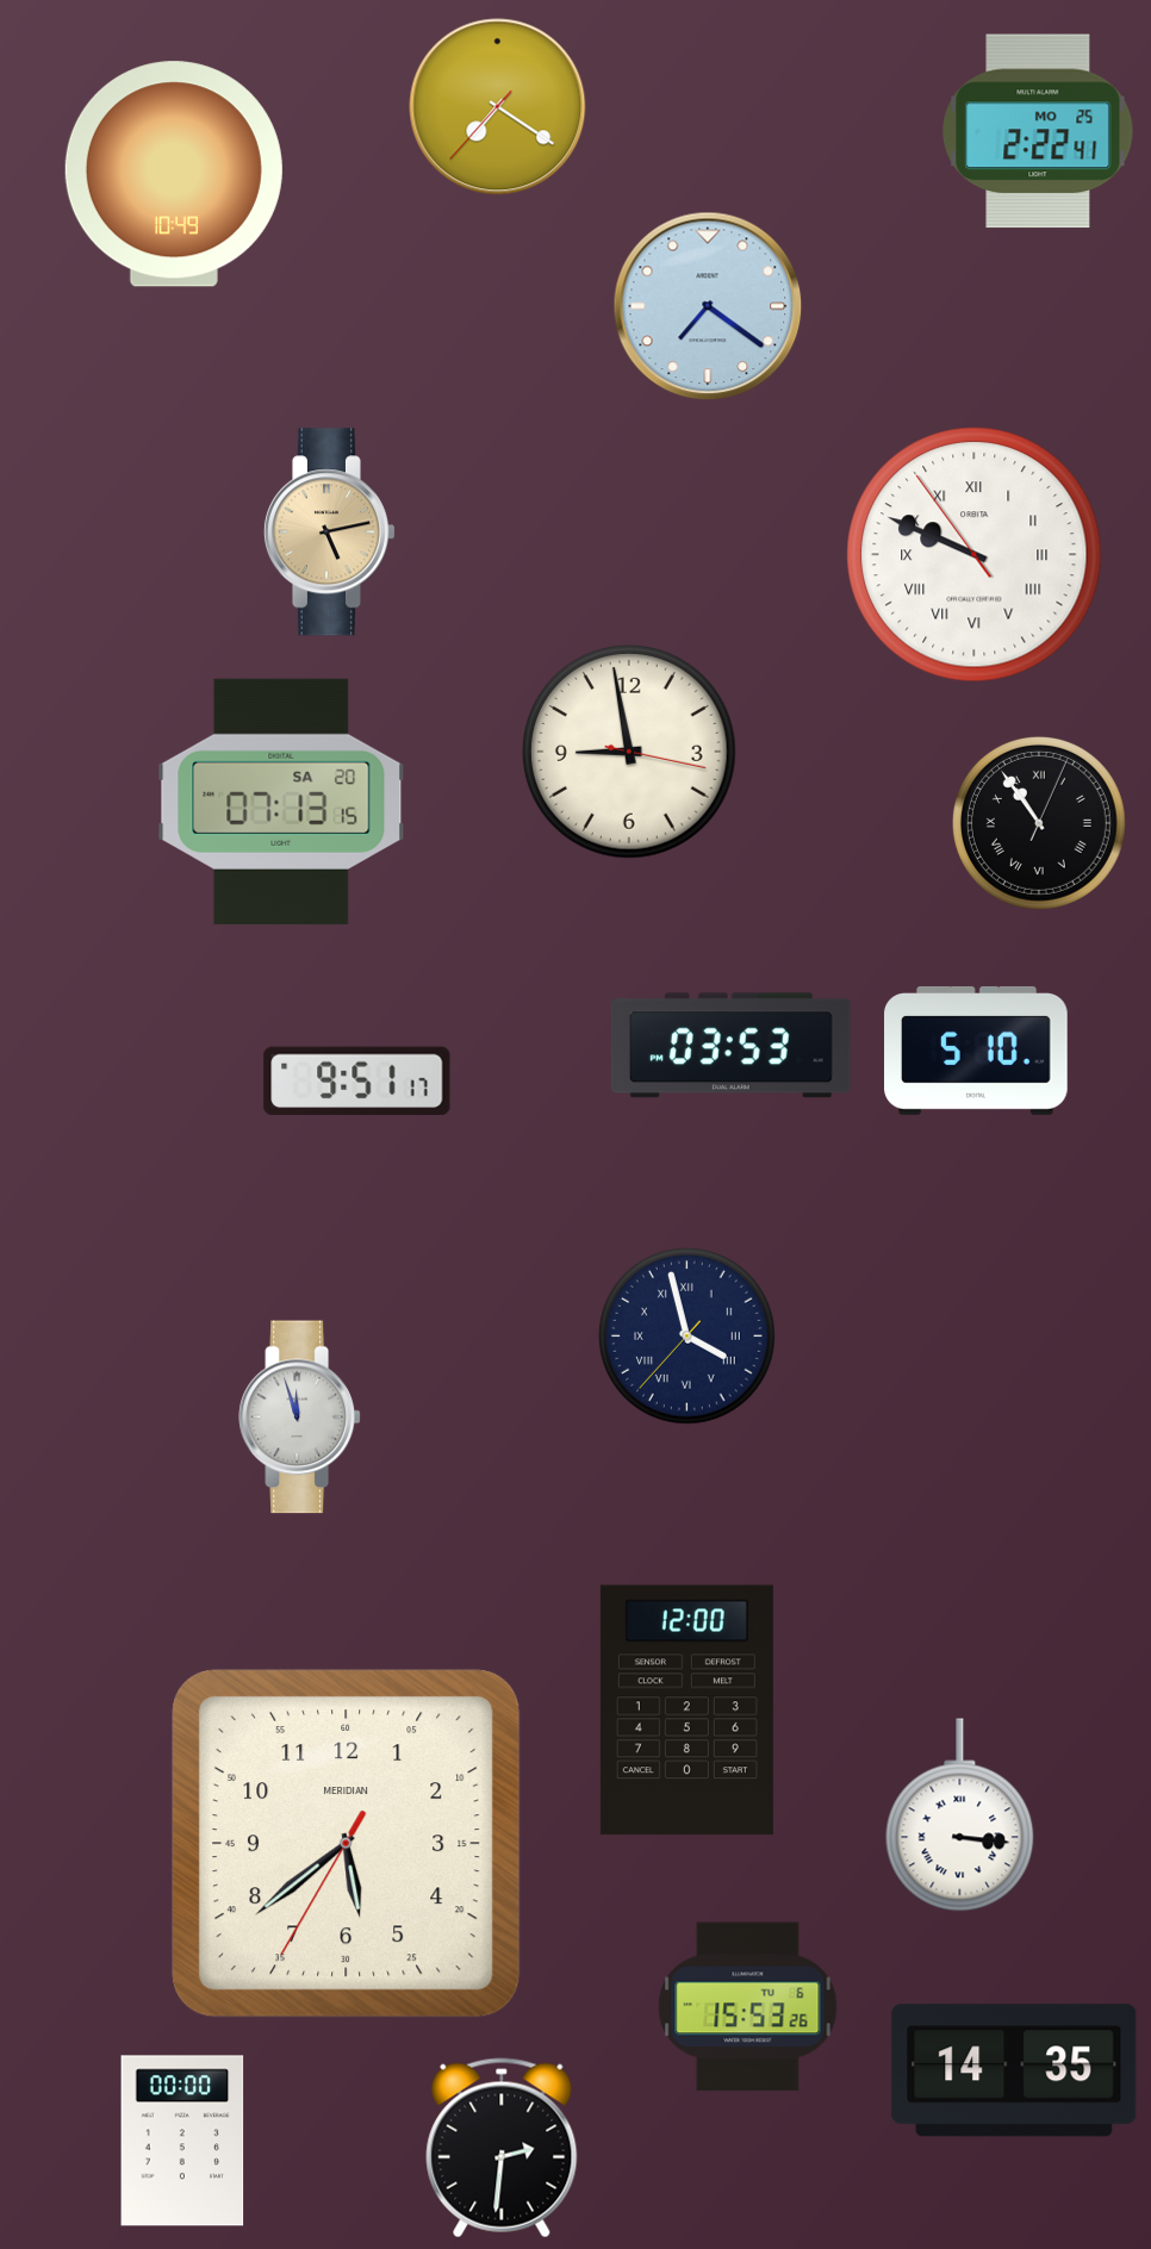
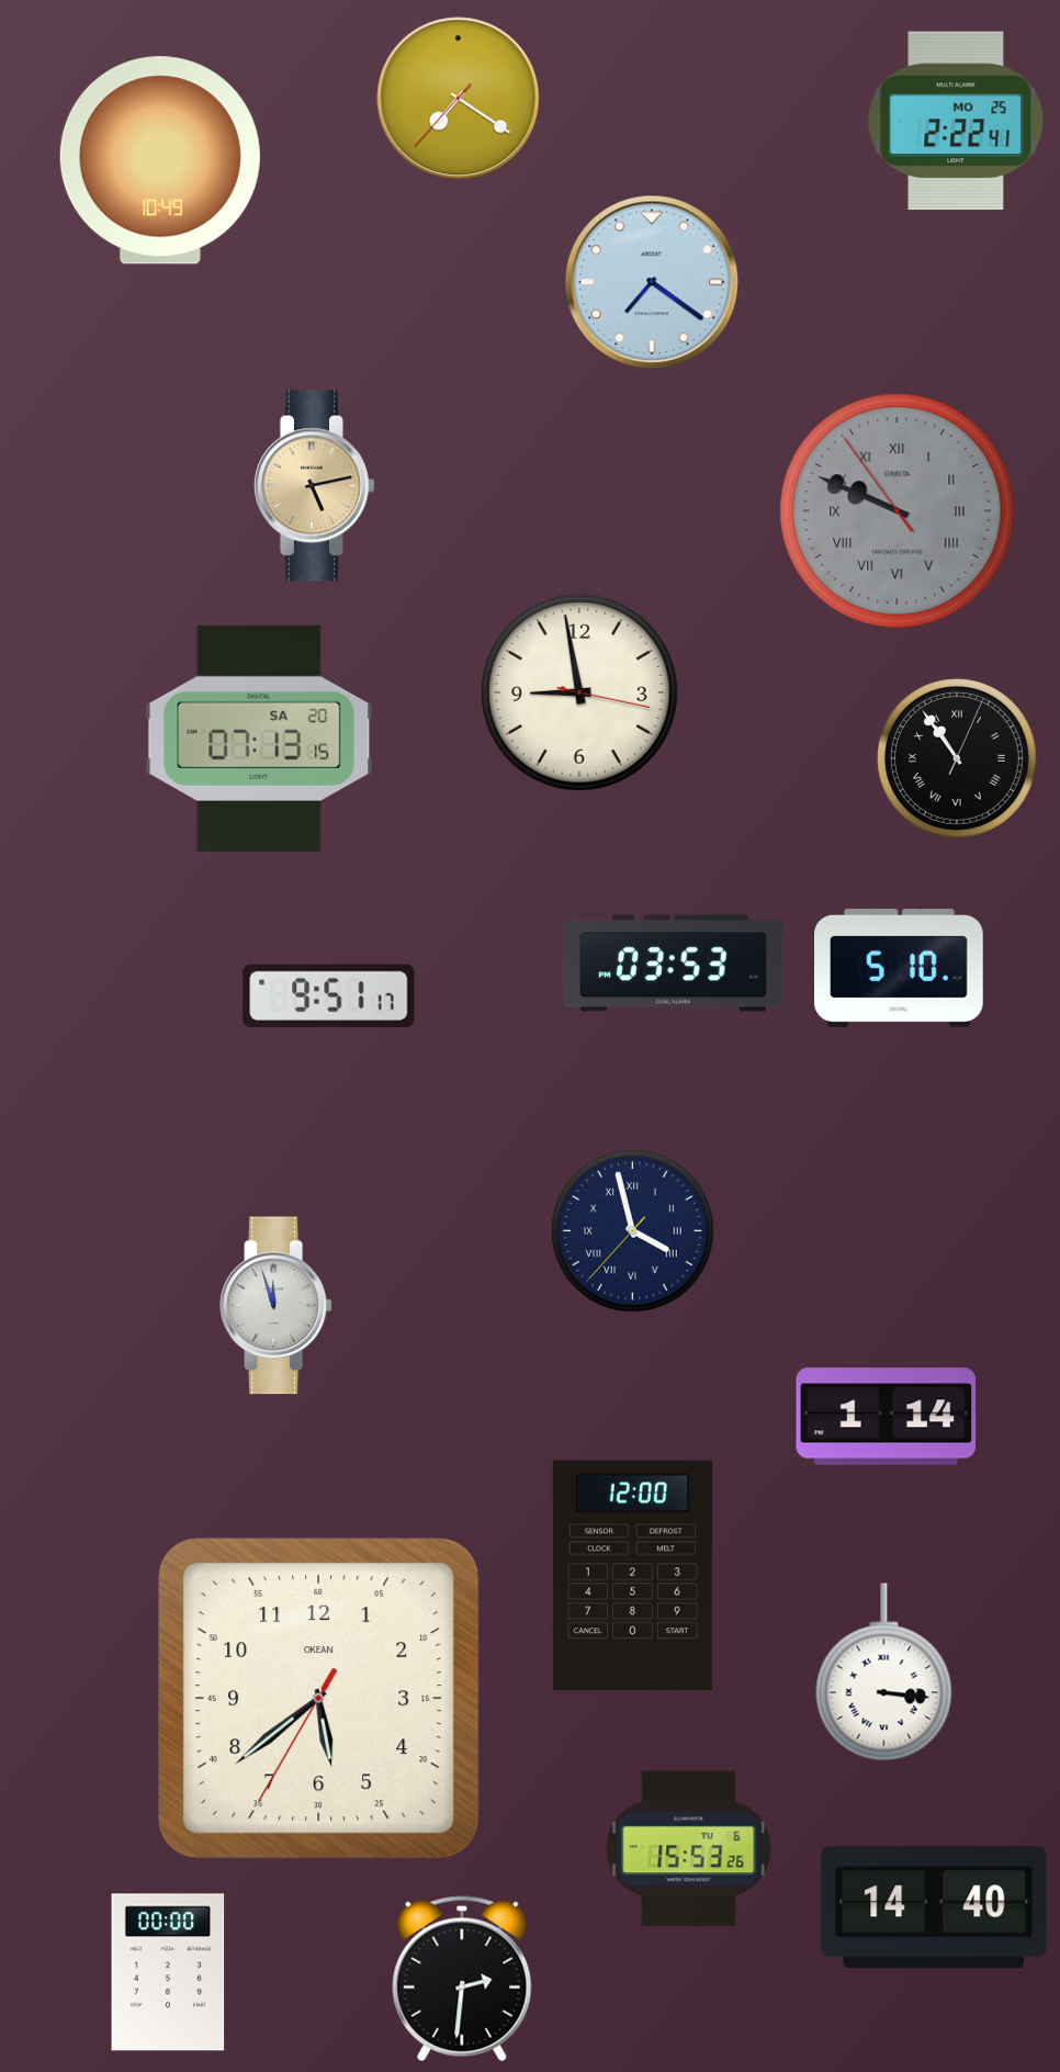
clock at (329, 532) position: (329, 532) -> (314, 486)
clock at (975, 555) dial: white -> grey
clock at (887, 1417): none -> 1:14
clock at (346, 1843) brand: MERIDIAN -> OKEAN
clock at (1014, 2070): 14:35 -> 14:40
